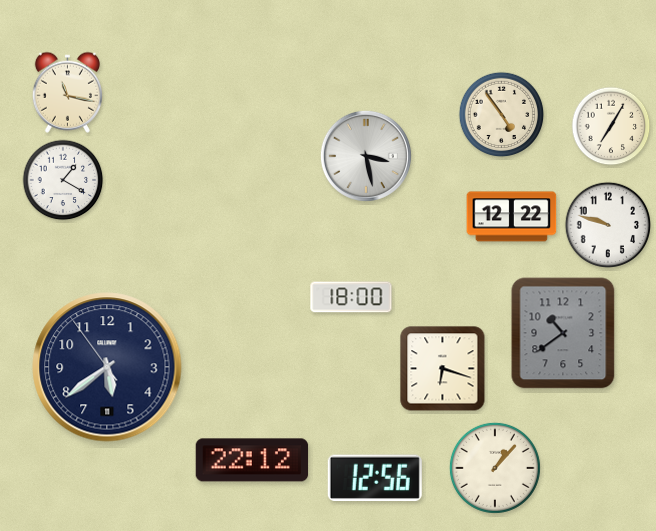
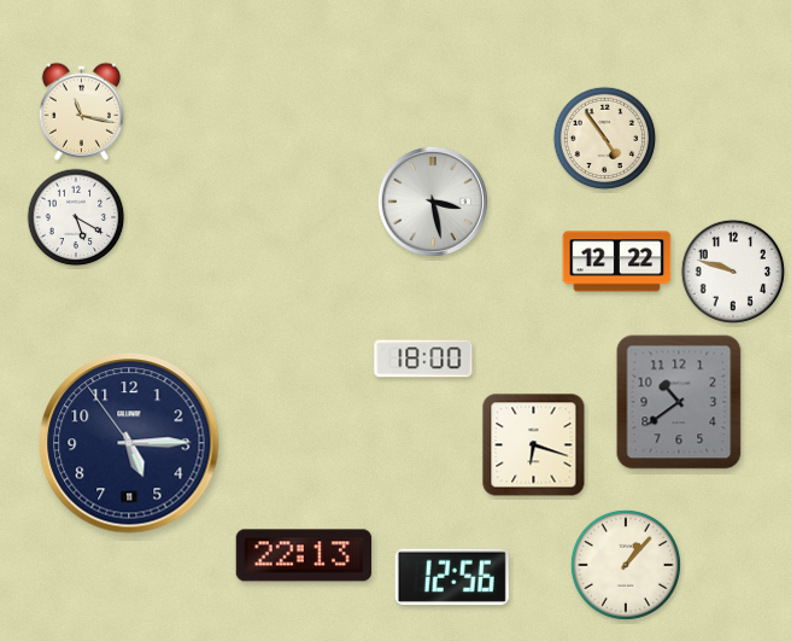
clock at (611, 126): 7:05 -> none
clock at (366, 156) position: (366, 156) -> (433, 202)
clock at (63, 180): 1:20 -> 5:20
clock at (107, 367): 5:38 -> 5:14
clock at (252, 460): 22:12 -> 22:13
clock at (495, 468) position: (495, 468) -> (626, 565)
